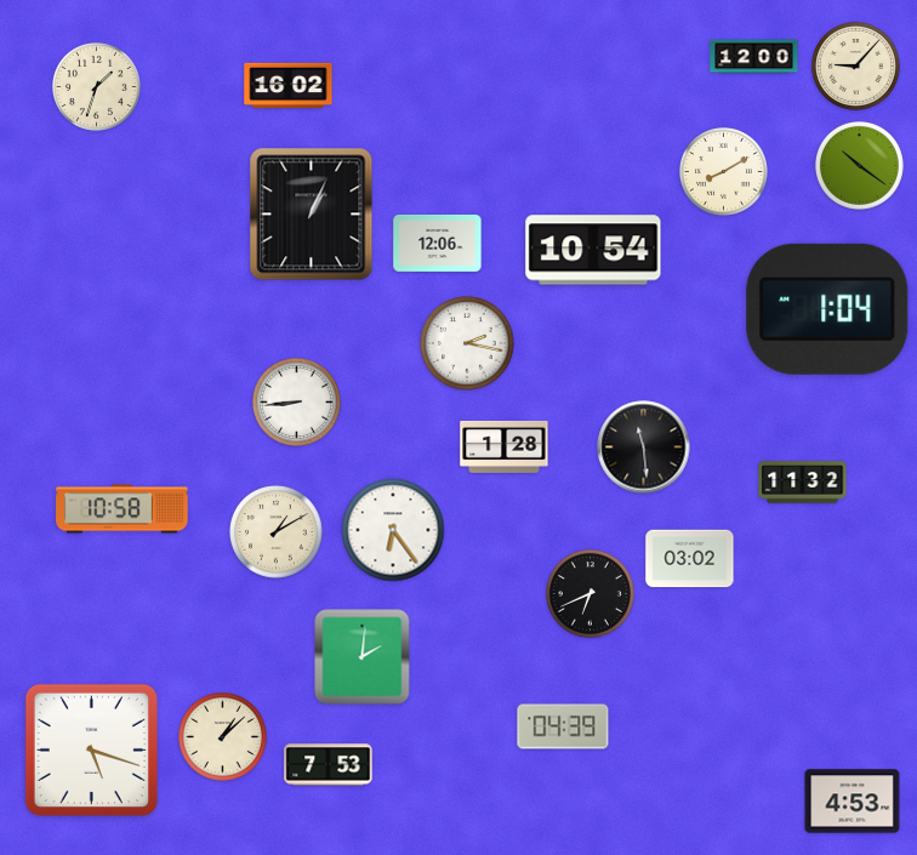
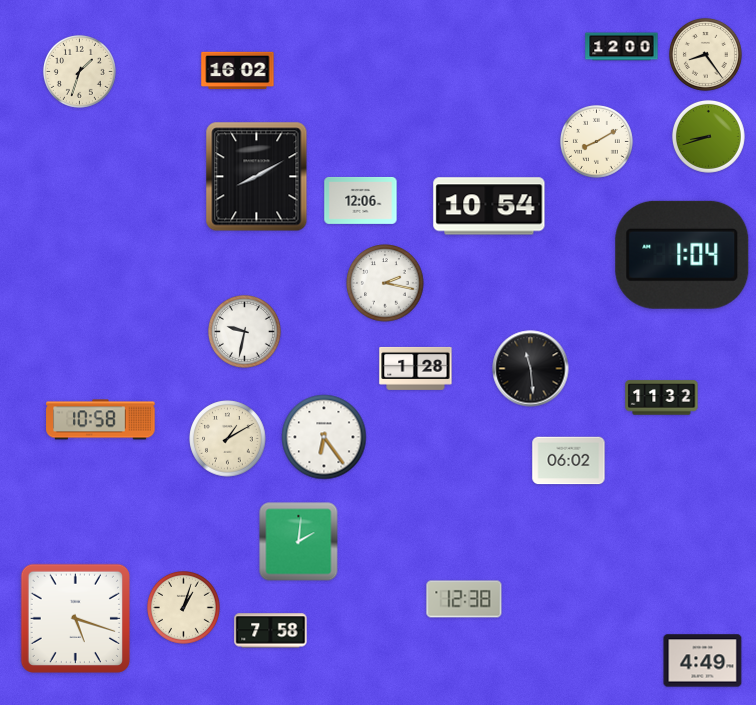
clock at (855, 65): 9:07 -> 8:24
clock at (859, 165): 10:21 -> 8:42
clock at (312, 215): 1:04 -> 8:10
clock at (296, 401): 8:44 -> 9:32
clock at (690, 559): 03:02 -> 06:02
clock at (589, 593): 6:41 -> none
clock at (563, 726): 04:39 -> 12:38
clock at (222, 736): 1:08 -> 1:03
clock at (329, 765): 7:53 -> 7:58
clock at (853, 802): 4:53 -> 4:49
